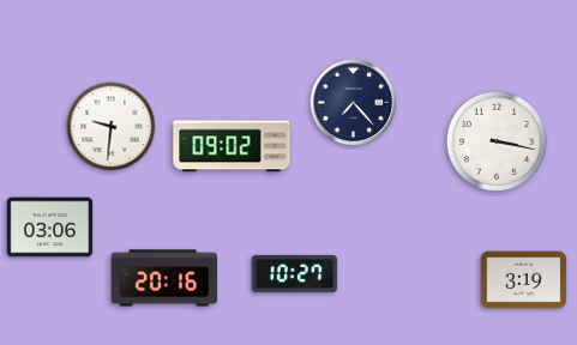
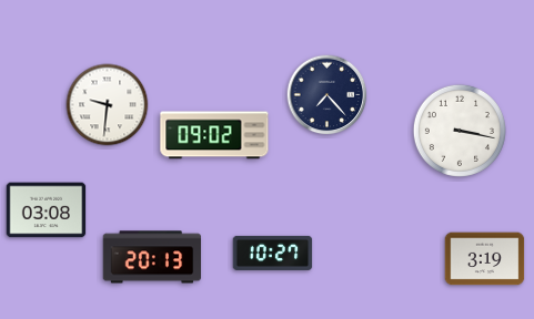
clock at (112, 127) position: (112, 127) -> (108, 105)
clock at (50, 228): 03:06 -> 03:08
clock at (164, 278): 20:16 -> 20:13
